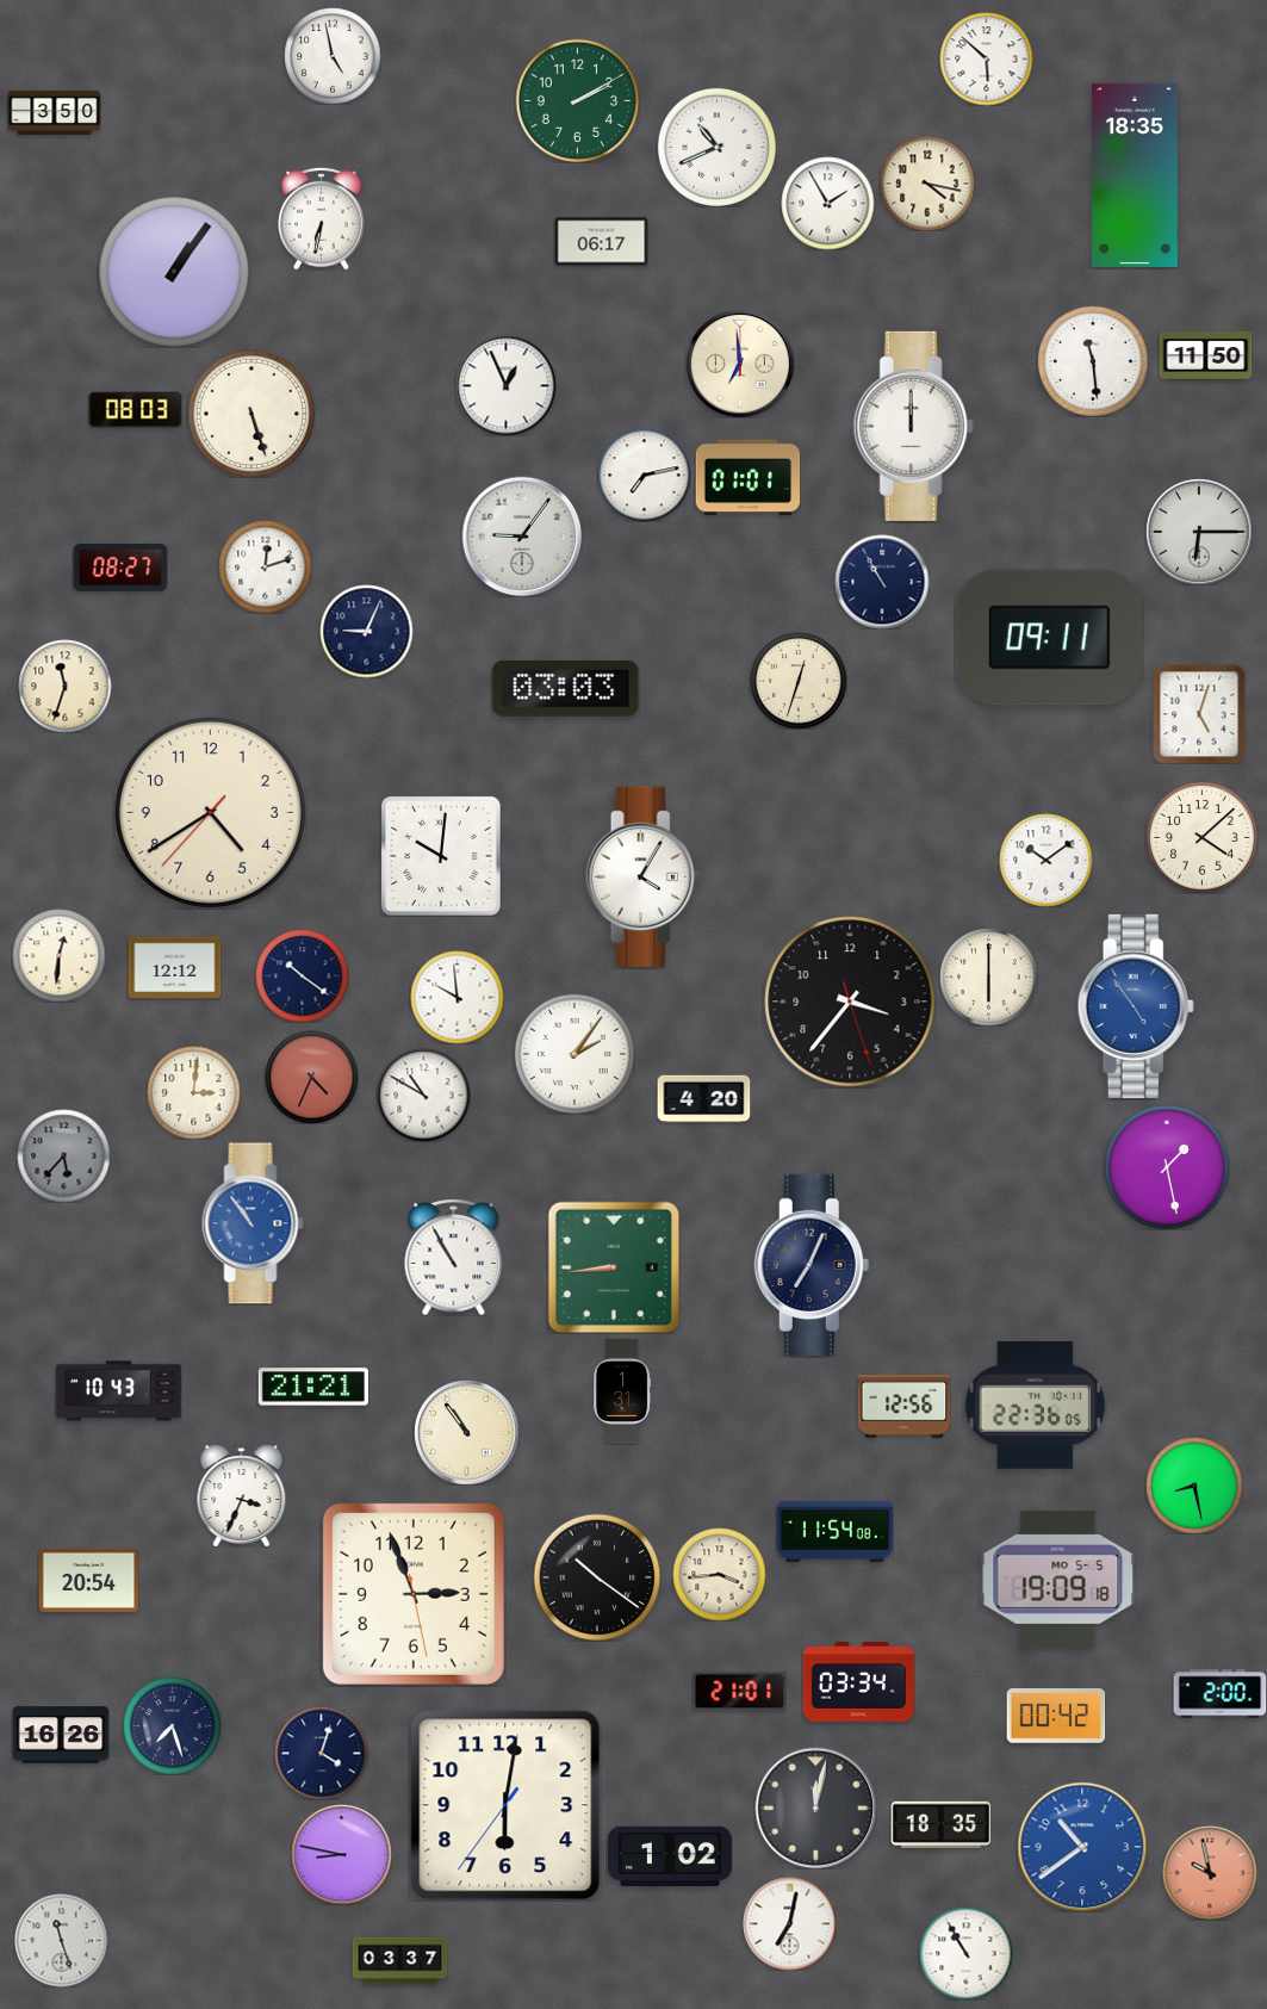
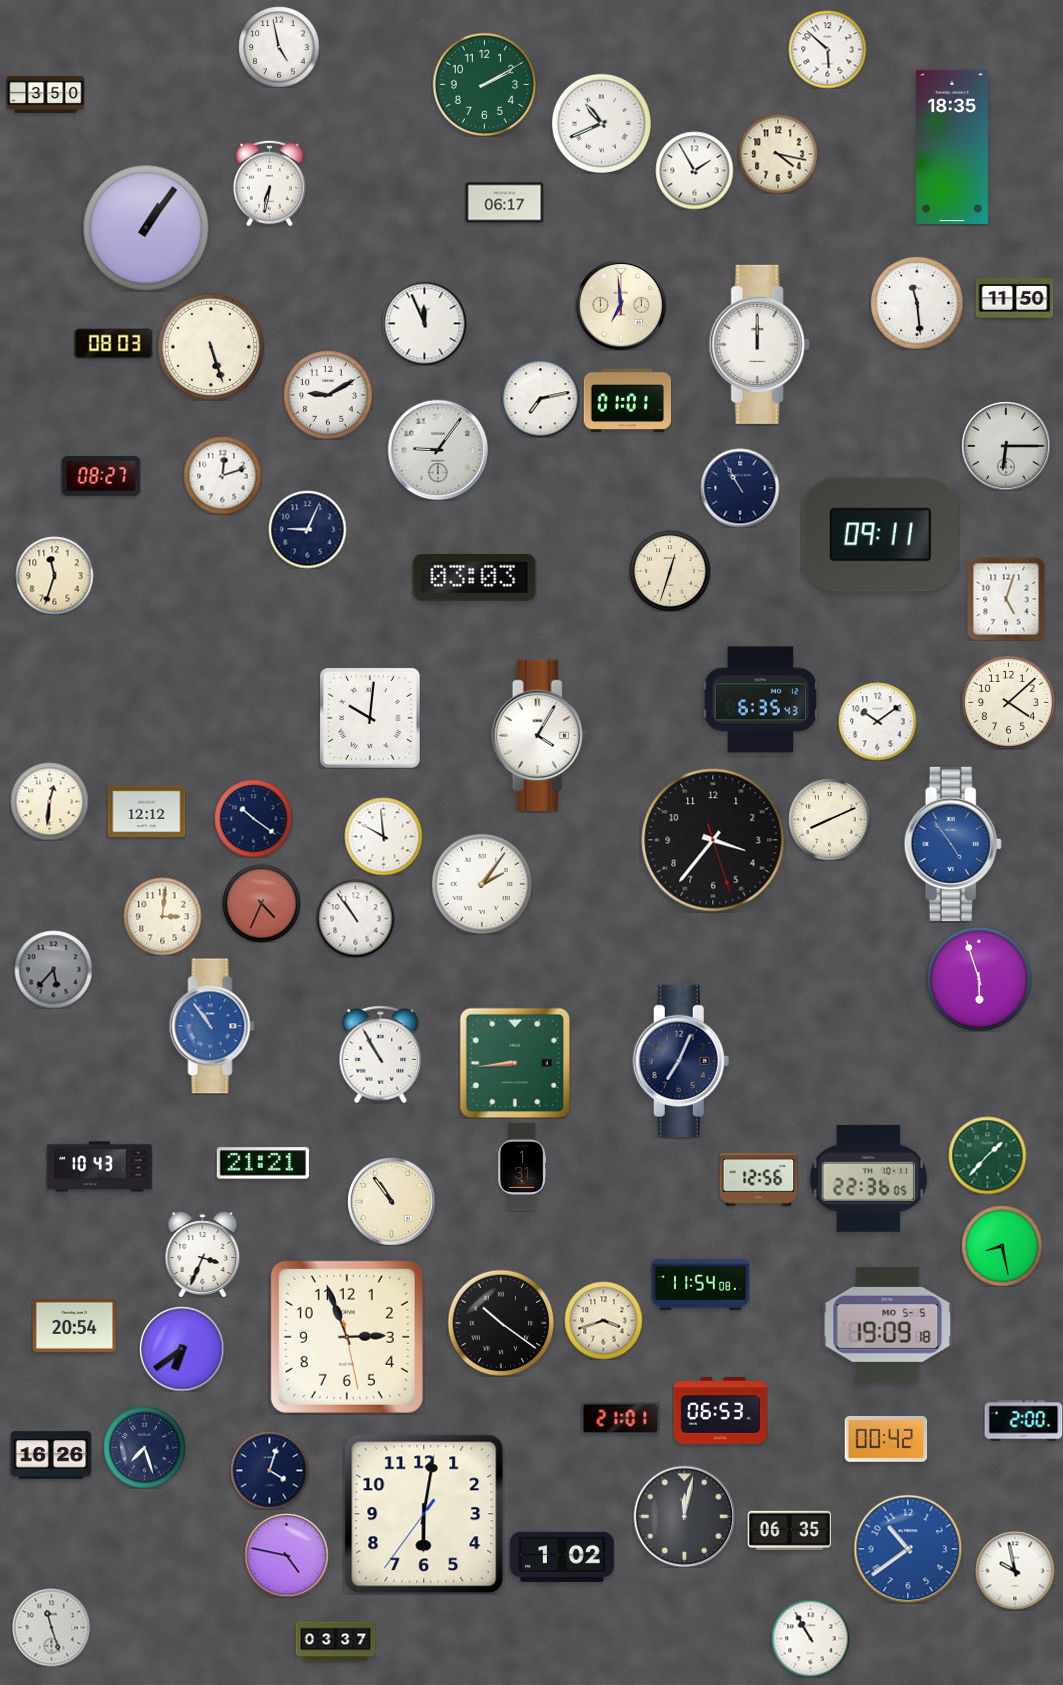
clock at (1205, 355) position: (1205, 355) -> (1014, 298)
clock at (505, 385): 12:56 -> 11:56
clock at (913, 426) position: (913, 426) -> (759, 344)
clock at (328, 395): none -> 9:10
clock at (210, 812): 4:39 -> none
clock at (760, 700): none -> 6:35
clock at (988, 976): 6:00 -> 8:11
clock at (423, 1095): 10:50 -> 10:54
clock at (703, 1099): 4:20 -> none
clock at (1166, 1166): 1:28 -> 5:57
clock at (987, 1155): none -> 1:37
clock at (719, 1574): 3:44 -> 3:42
clock at (182, 1349): none -> 6:39
clock at (858, 1682): 03:34 -> 06:53
clock at (940, 1824): 18:35 -> 06:35
clock at (341, 1854): 8:47 -> 4:47
clock at (1210, 1873) dial: salmon -> white
clock at (789, 1923): 7:02 -> none
clock at (399, 1961) position: (399, 1961) -> (335, 1642)
